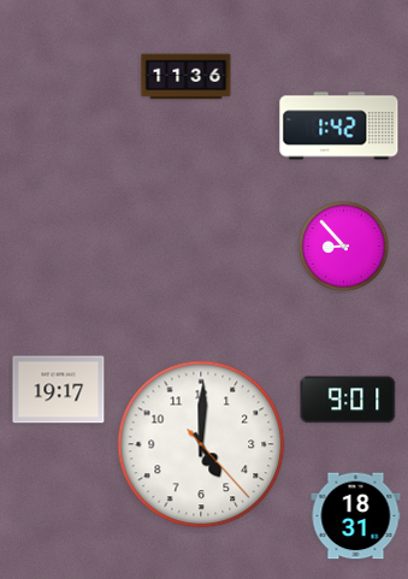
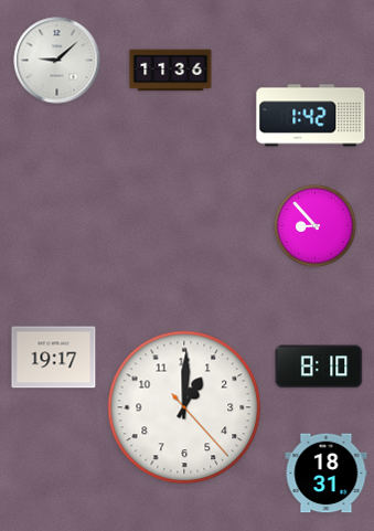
clock at (57, 61): none -> 9:08
clock at (348, 400): 9:01 -> 8:10
clock at (201, 444): 5:00 -> 1:00
